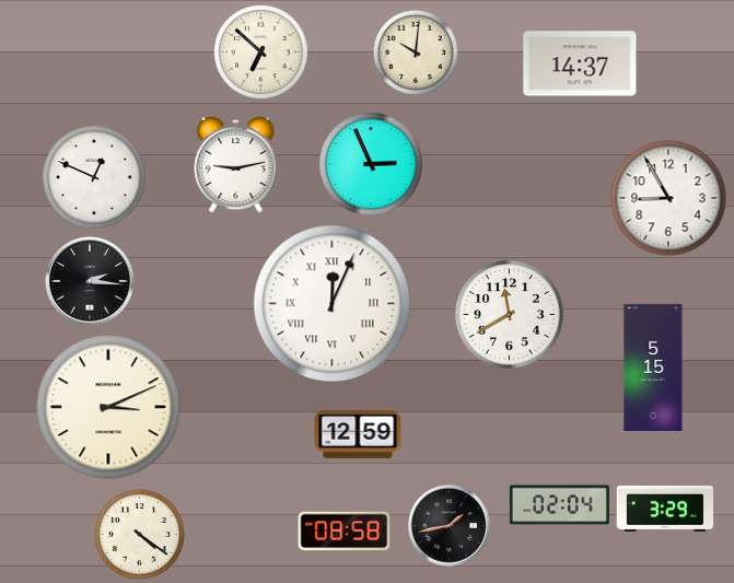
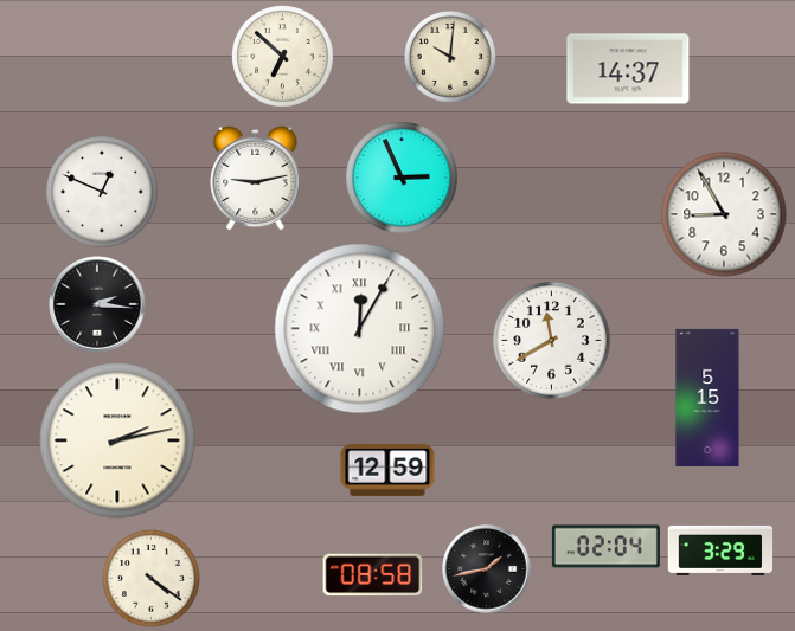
clock at (333, 304): 12:04 -> 12:05
clock at (108, 407): 3:11 -> 2:13
